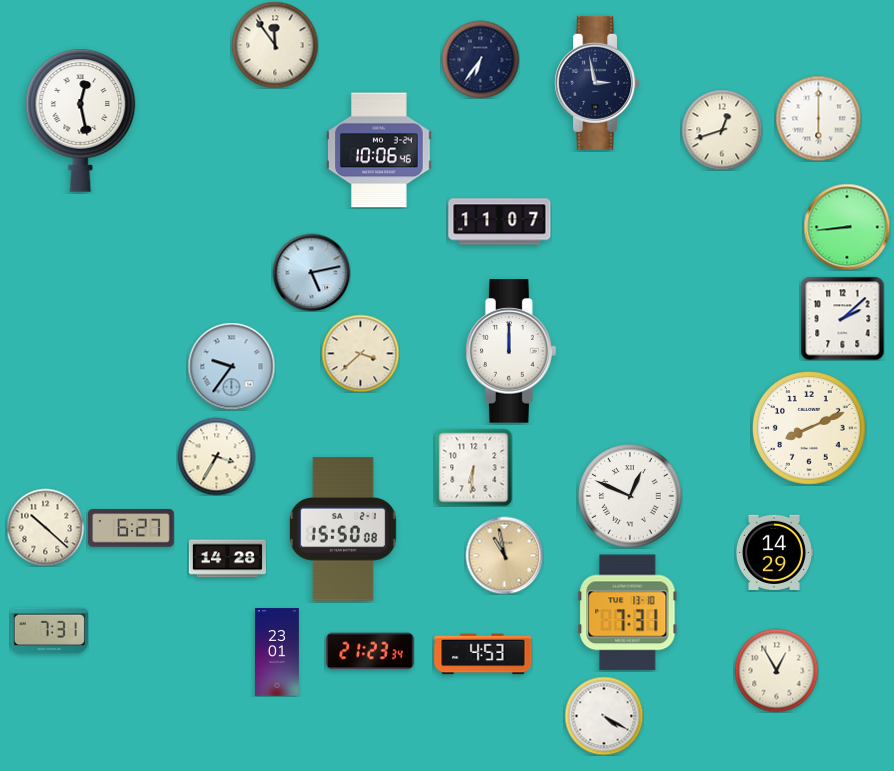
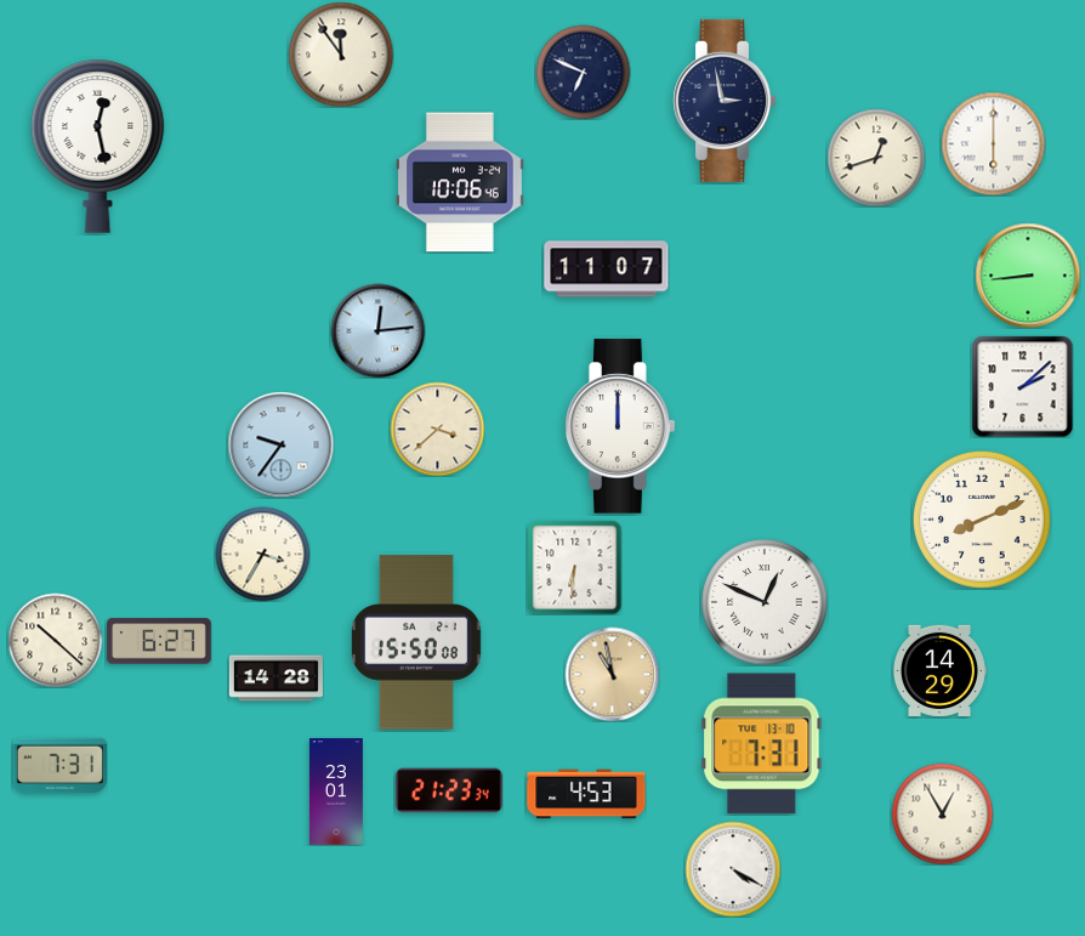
clock at (275, 45) position: (275, 45) -> (341, 55)
clock at (480, 59): 6:36 -> 6:49
clock at (311, 272): 5:13 -> 12:14
